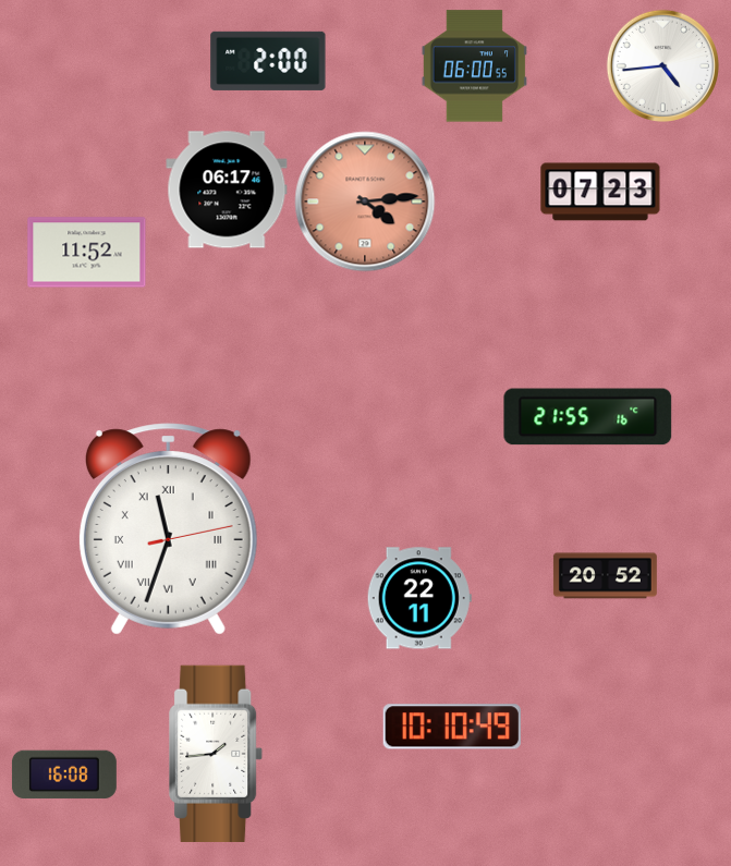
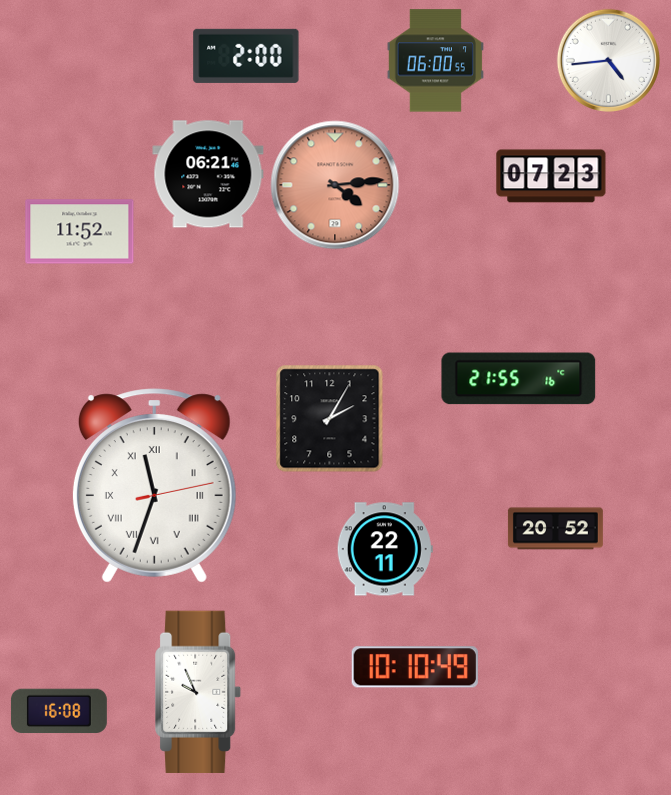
clock at (227, 190): 06:17 -> 06:21
clock at (588, 417) position: (588, 417) -> (519, 379)
clock at (330, 419): none -> 2:05
clock at (217, 754): 1:44 -> 9:56
